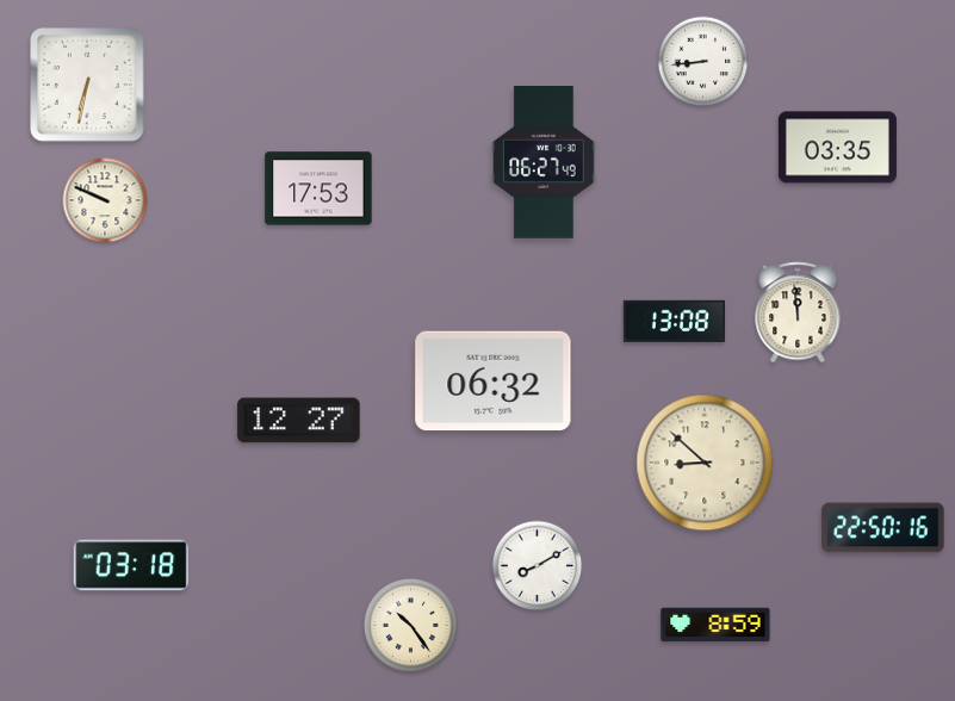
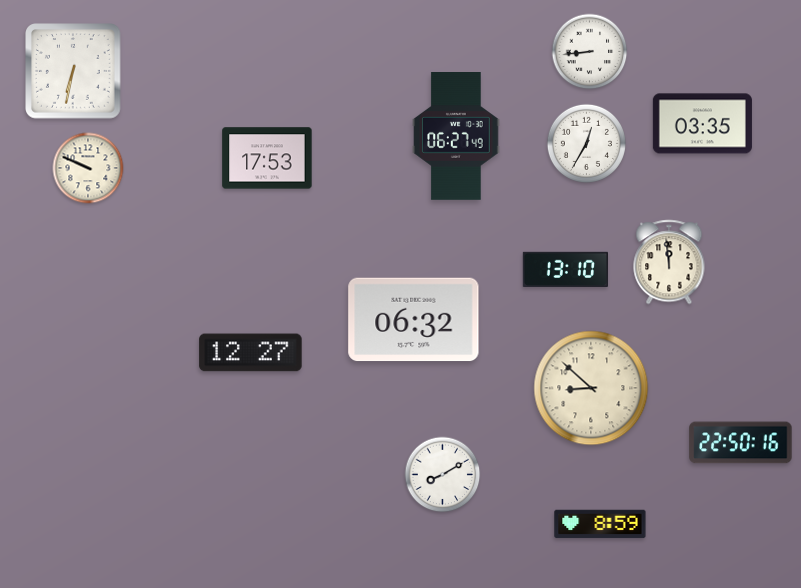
clock at (586, 143): none -> 12:35
clock at (674, 321): 13:08 -> 13:10
clock at (131, 565): 03:18 -> none
clock at (538, 566) position: (538, 566) -> (443, 475)
clock at (410, 625): 10:24 -> none
